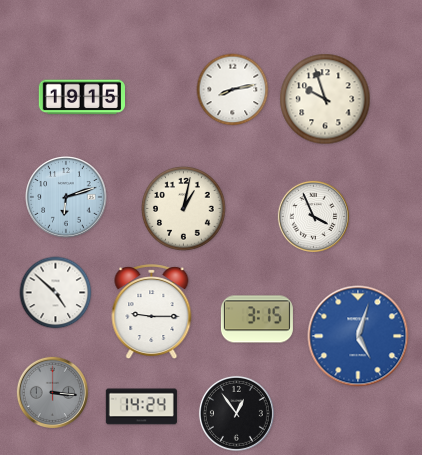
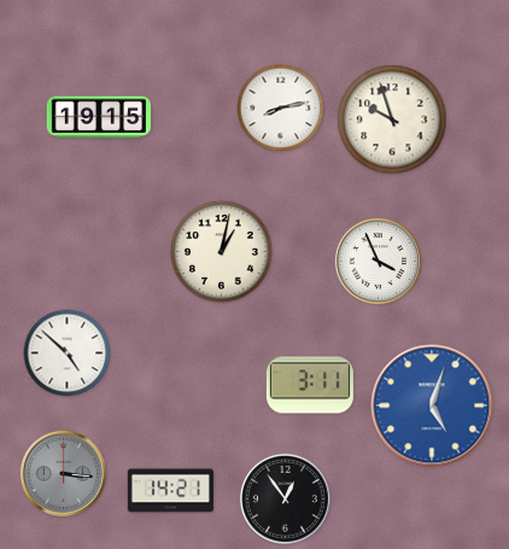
clock at (66, 197): 6:12 -> none
clock at (152, 312): 9:15 -> none
clock at (257, 319): 3:15 -> 3:11
clock at (141, 407): 14:24 -> 14:21
